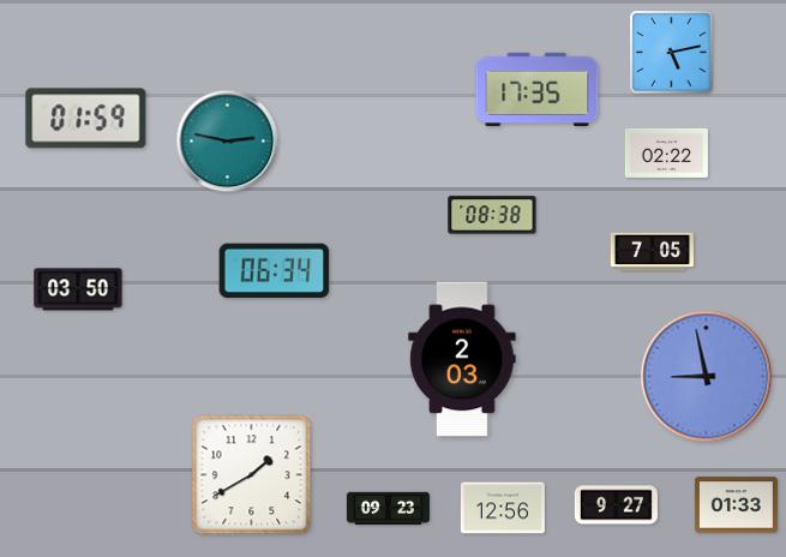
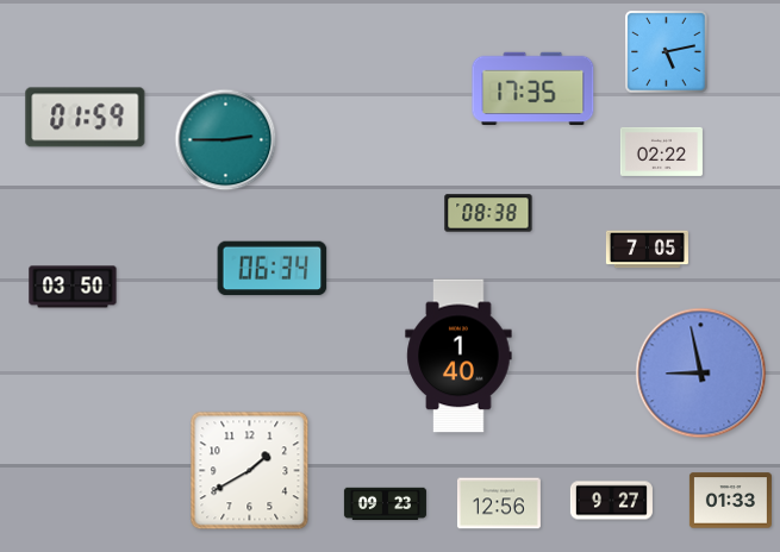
clock at (228, 142): 2:47 -> 2:45
clock at (78, 289) position: (78, 289) -> (73, 287)
clock at (462, 359): 2:03 -> 1:40
